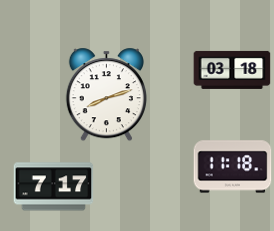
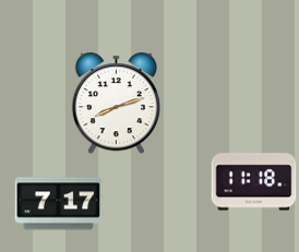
clock at (232, 70): 03:18 -> none
